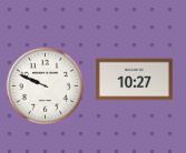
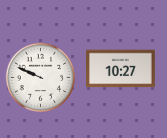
clock at (135, 80) position: (135, 80) -> (121, 69)
